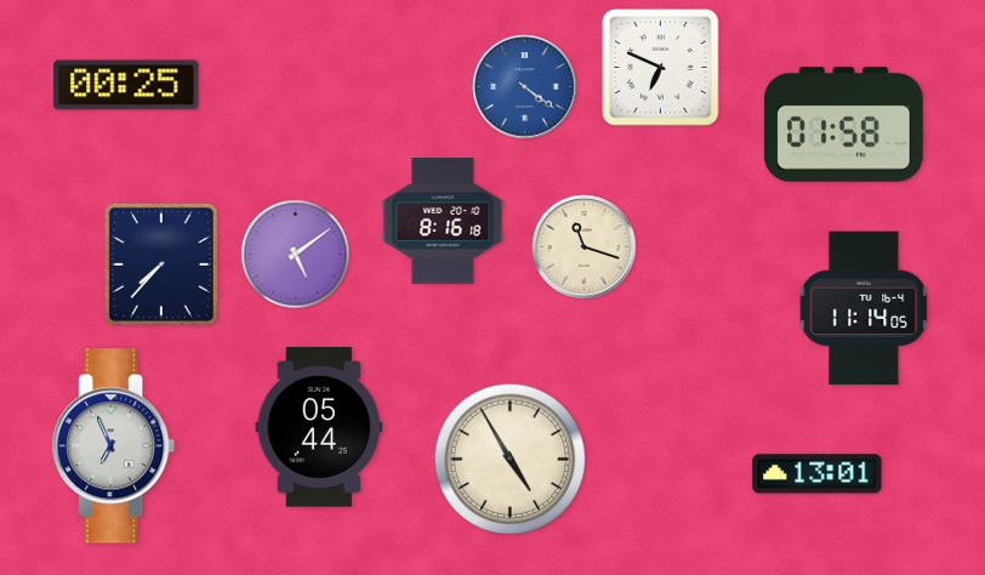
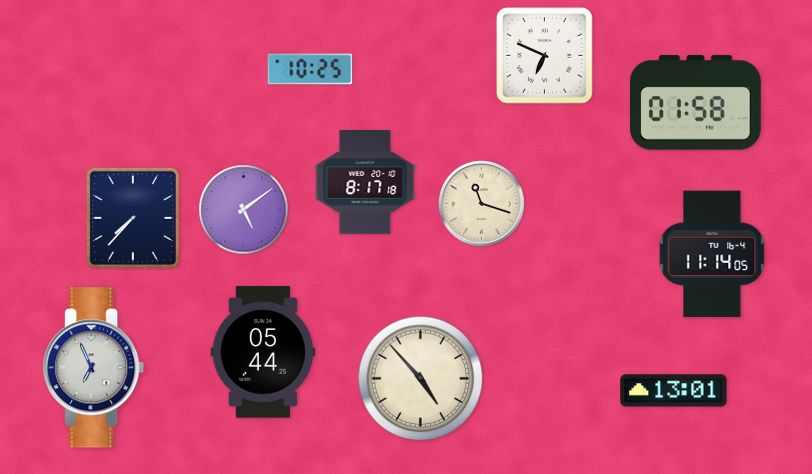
clock at (310, 69): none -> 10:25
clock at (126, 85): 00:25 -> none
clock at (525, 87): 4:21 -> none
clock at (443, 221): 8:16 -> 8:17
clock at (511, 460): 4:55 -> 4:53
